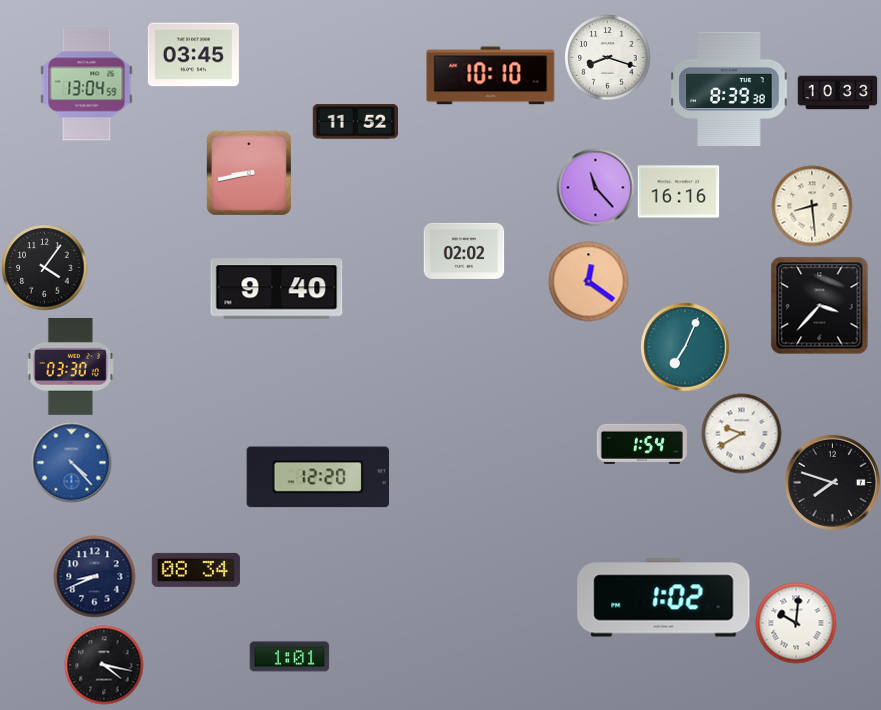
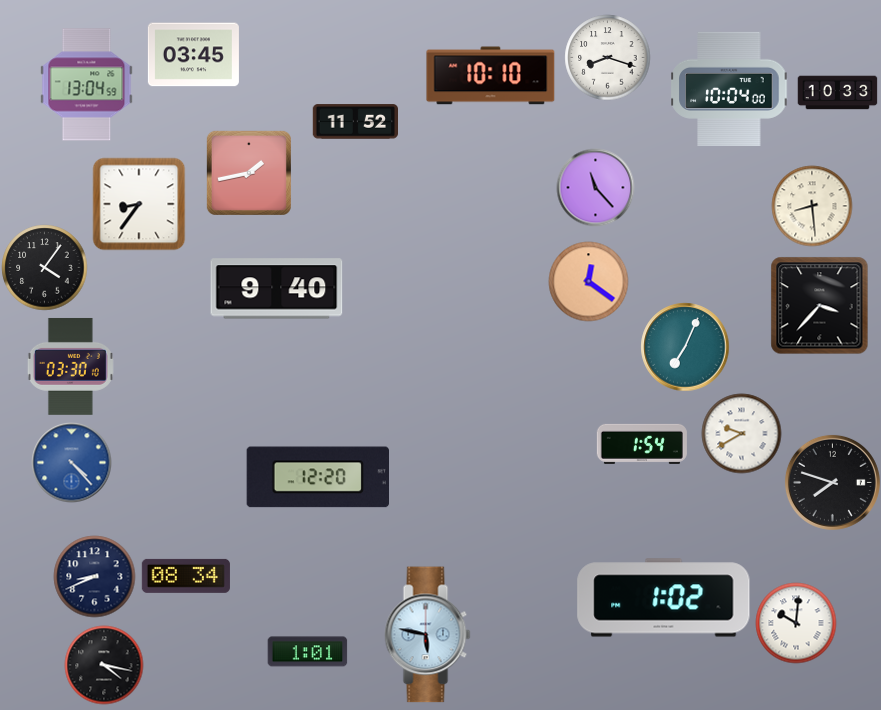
clock at (729, 89): 8:39 -> 10:04
clock at (249, 173): 8:43 -> 1:43
clock at (678, 192): 16:16 -> none
clock at (139, 204): none -> 8:36
clock at (464, 251): 02:02 -> none
clock at (196, 570) position: (196, 570) -> (186, 576)
clock at (428, 635): none -> 5:47
clock at (289, 657) position: (289, 657) -> (307, 652)
